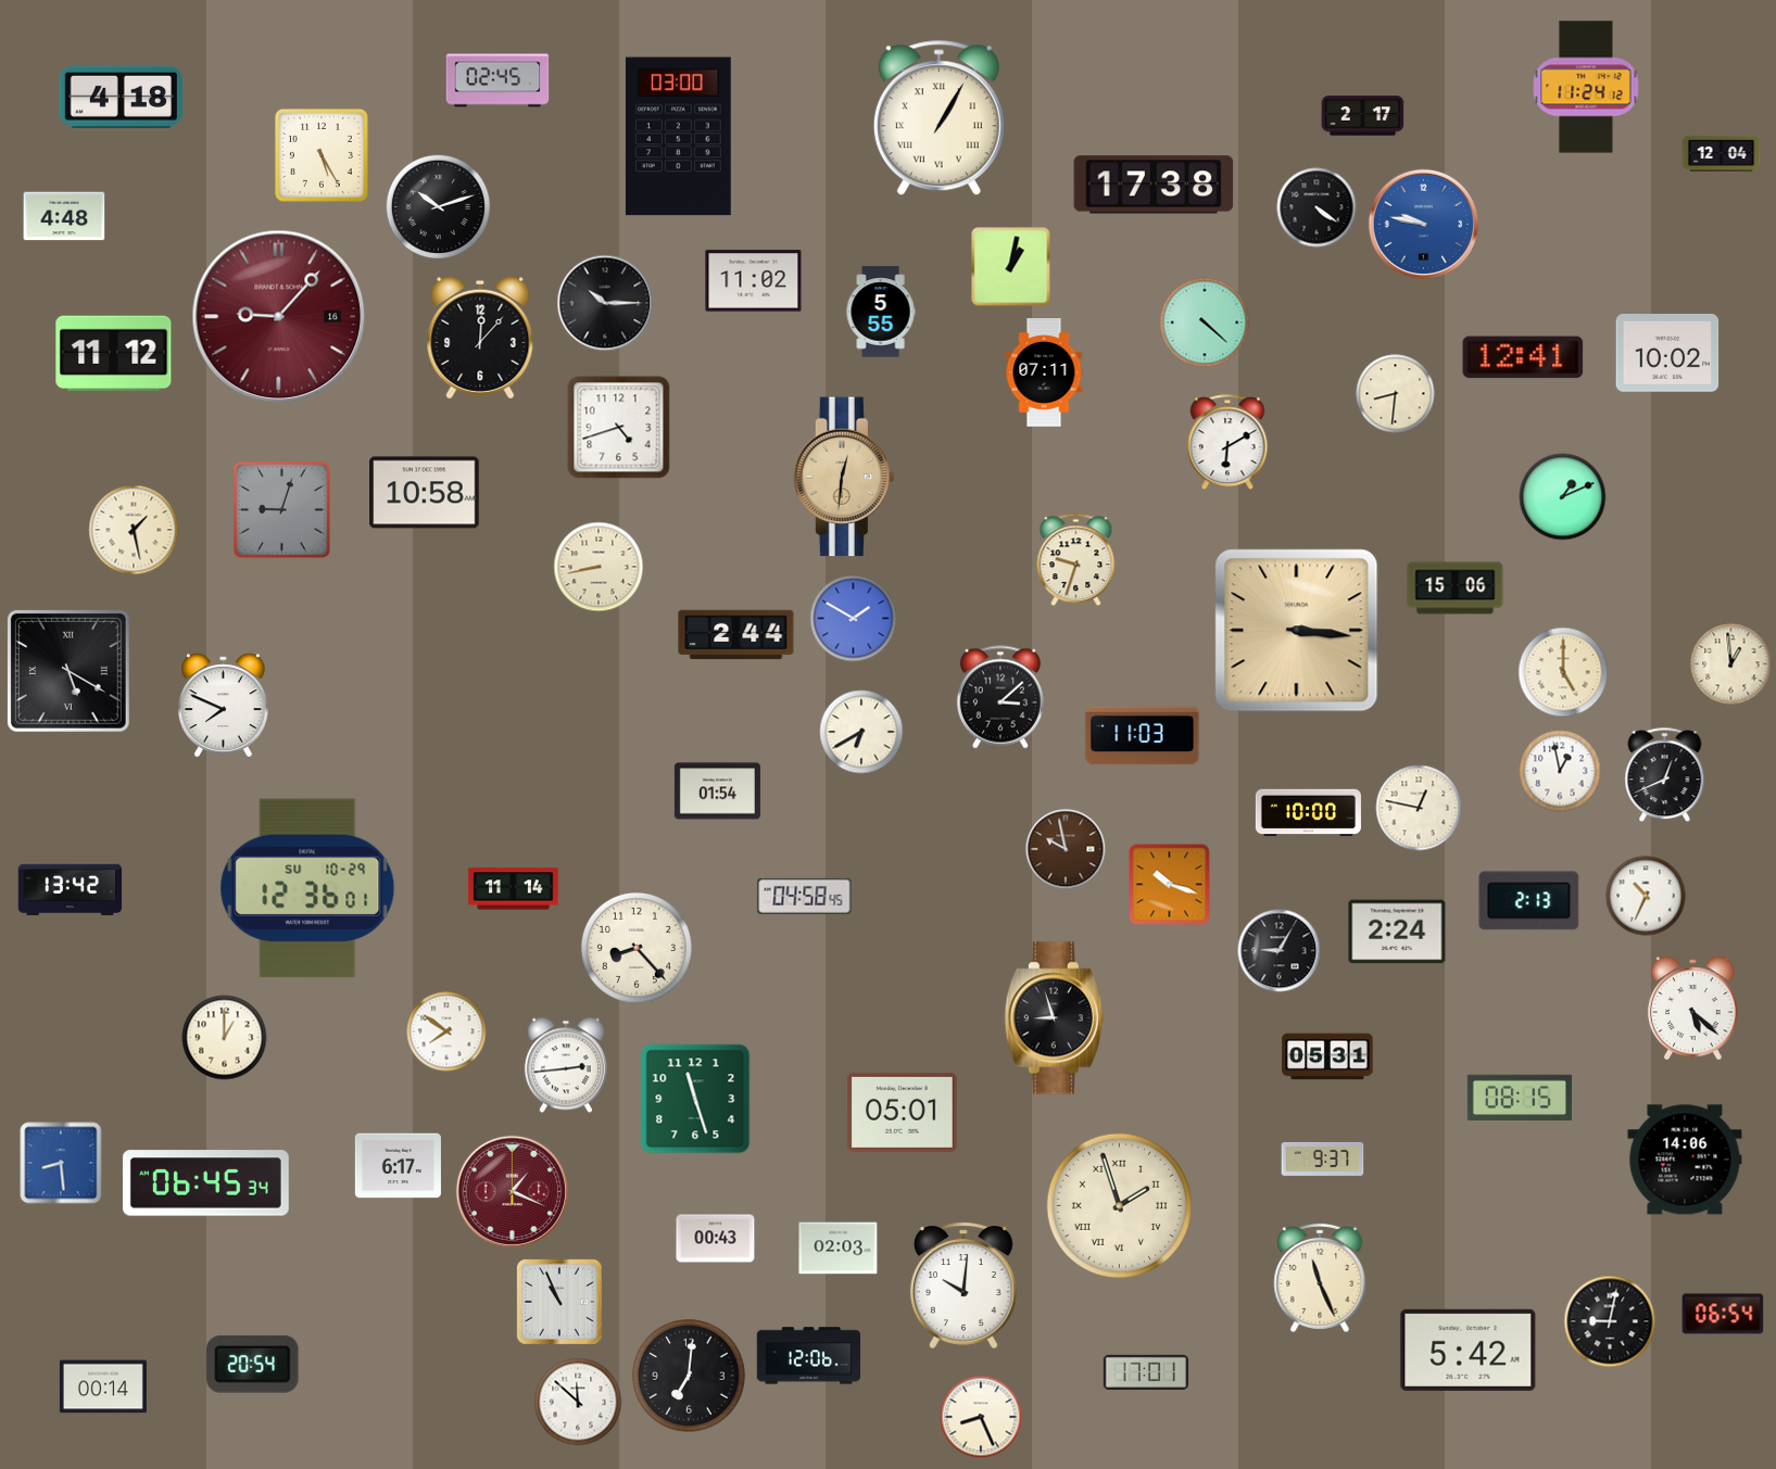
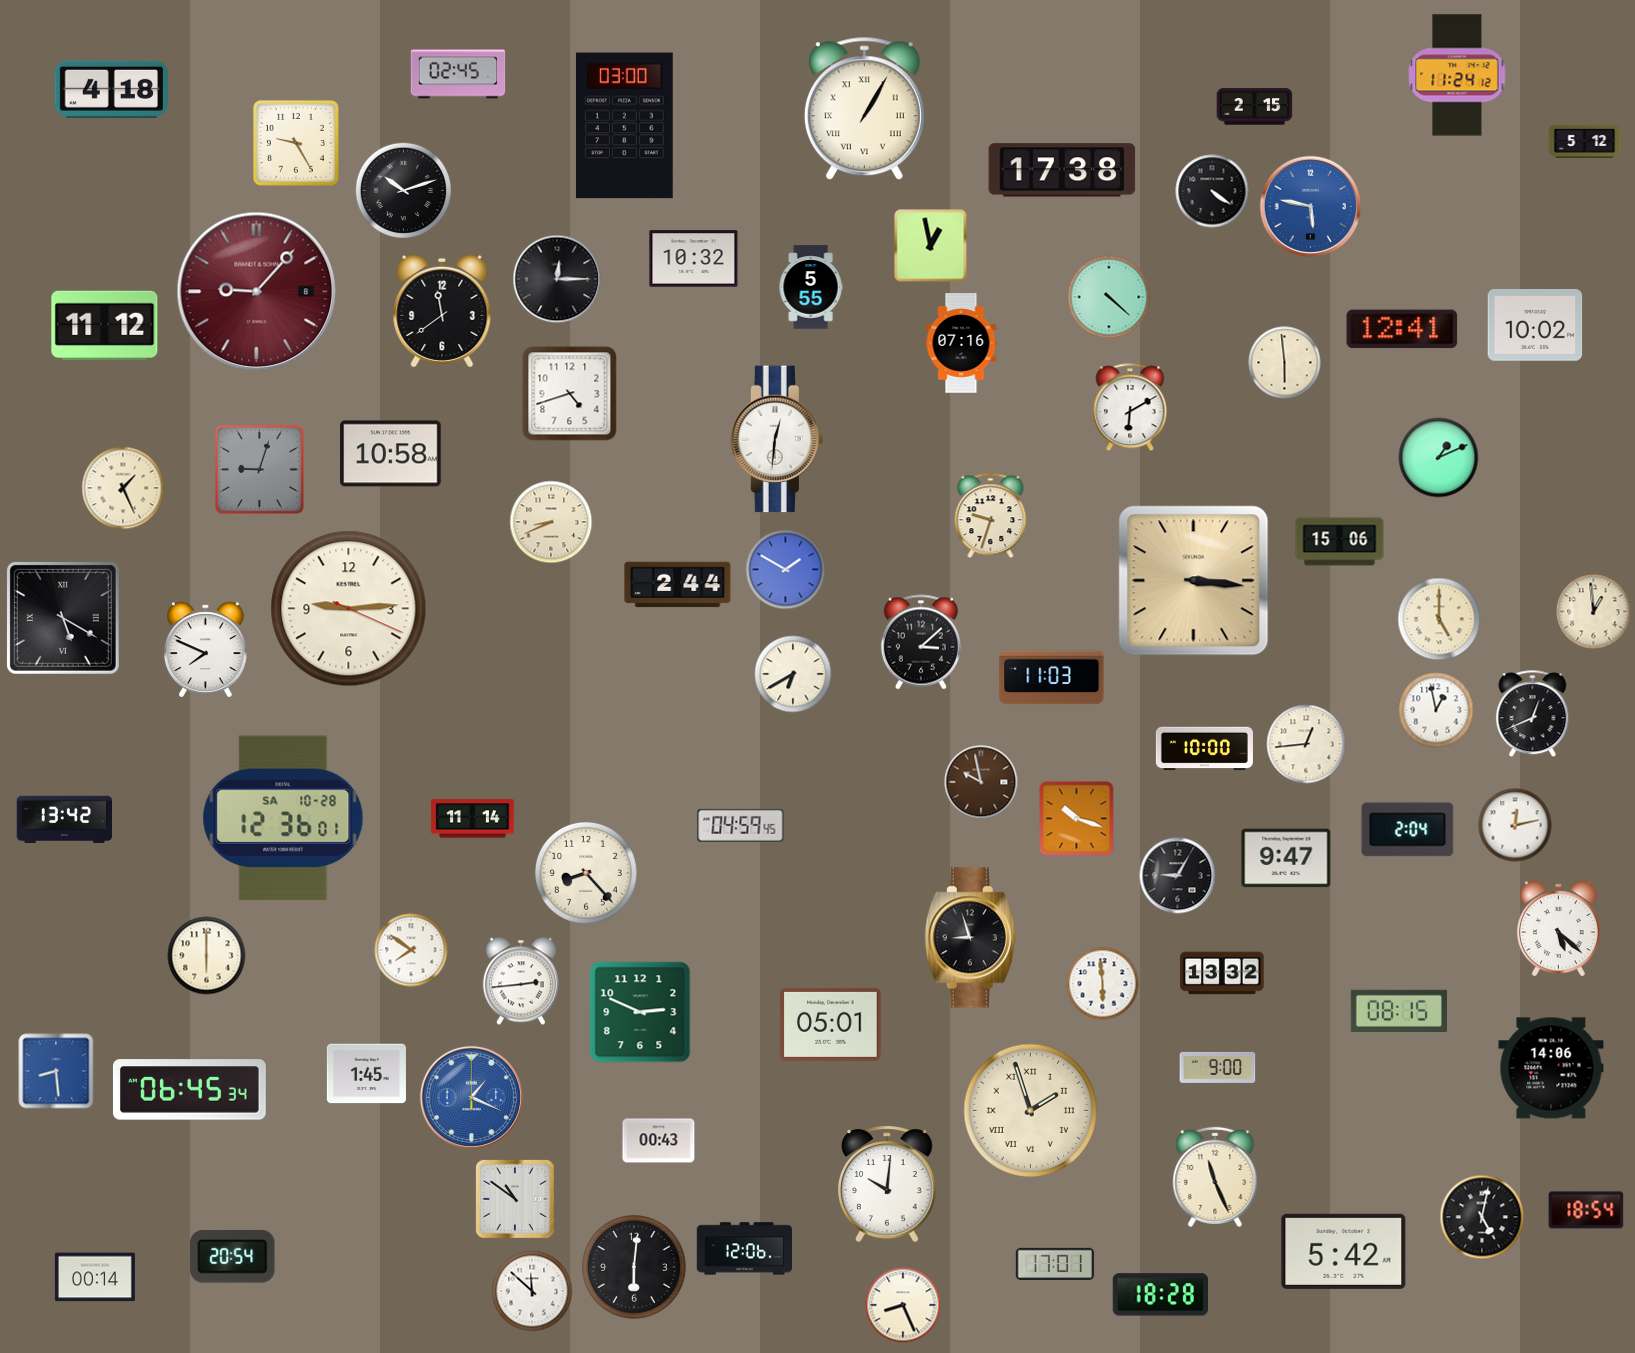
clock at (1586, 87) position: (1586, 87) -> (1457, 75)
clock at (1363, 116): 2:17 -> 2:15
clock at (1722, 153): 12:04 -> 5:12
clock at (322, 155): 5:25 -> 9:25
clock at (64, 216): 4:48 -> none
clock at (1423, 224): 9:47 -> 5:47
clock at (1011, 267): 1:02 -> 12:58
clock at (754, 281): 11:02 -> 10:32
clock at (605, 303): 10:15 -> 12:15
clock at (279, 317) date: 16 -> 8
clock at (480, 338): 12:07 -> 11:39
clock at (1044, 372): 07:11 -> 07:16
clock at (1396, 394): 8:31 -> 5:59
clock at (844, 477) dial: champagne -> white
clock at (134, 530): 1:28 -> 1:26
clock at (599, 567): 8:43 -> 8:41
clock at (349, 609): none -> 9:14
clock at (717, 792): 01:54 -> none
clock at (1419, 808): 12:47 -> 12:44
clock at (1170, 885) position: (1170, 885) -> (1077, 819)
clock at (307, 888) date: SU 10-29 -> SA 10-28
clock at (805, 896): 04:58 -> 04:59
clock at (1646, 896): 10:34 -> 12:13
clock at (1529, 901): 2:13 -> 2:04
clock at (1397, 932): 2:24 -> 9:47
clock at (225, 1038): 1:00 -> 6:00
clock at (1327, 1056): 05:31 -> 13:32
clock at (1103, 984): none -> 5:59
clock at (695, 1099): 11:27 -> 2:49
clock at (1323, 1158): 9:37 -> 9:00
clock at (398, 1166): 6:17 -> 1:45
clock at (512, 1191) dial: burgundy -> blue
clock at (839, 1249): 02:03 -> none
clock at (559, 1302): 10:56 -> 10:51
clock at (1723, 1314): 06:54 -> 18:54
clock at (1610, 1321): 9:02 -> 5:02
clock at (1469, 1350) position: (1469, 1350) -> (1344, 1251)
clock at (690, 1377): 7:01 -> 6:01
clock at (1160, 1295): none -> 18:28
